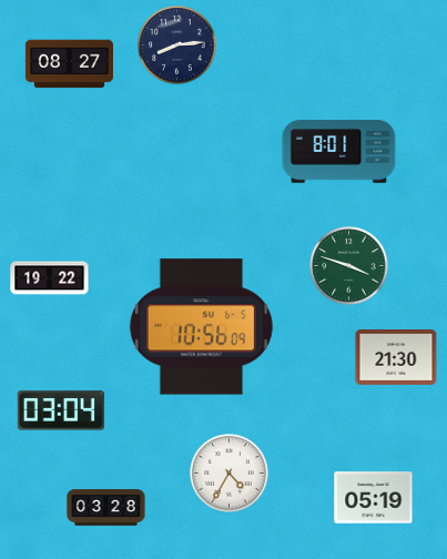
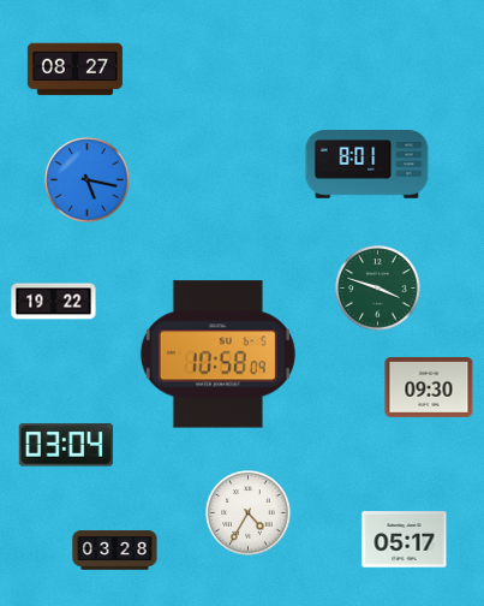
clock at (177, 45): 8:14 -> none
clock at (88, 180): none -> 5:17
clock at (201, 327): 10:56 -> 10:58
clock at (396, 358): 21:30 -> 09:30
clock at (374, 498): 05:19 -> 05:17
